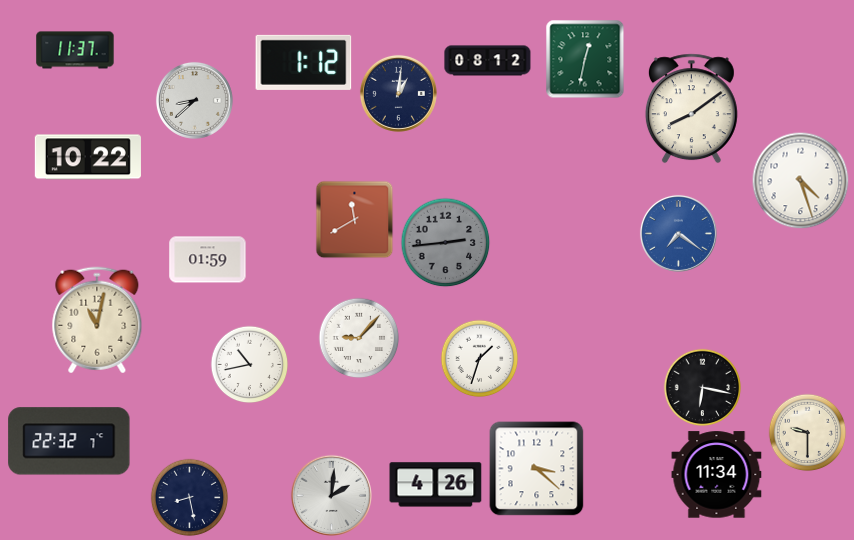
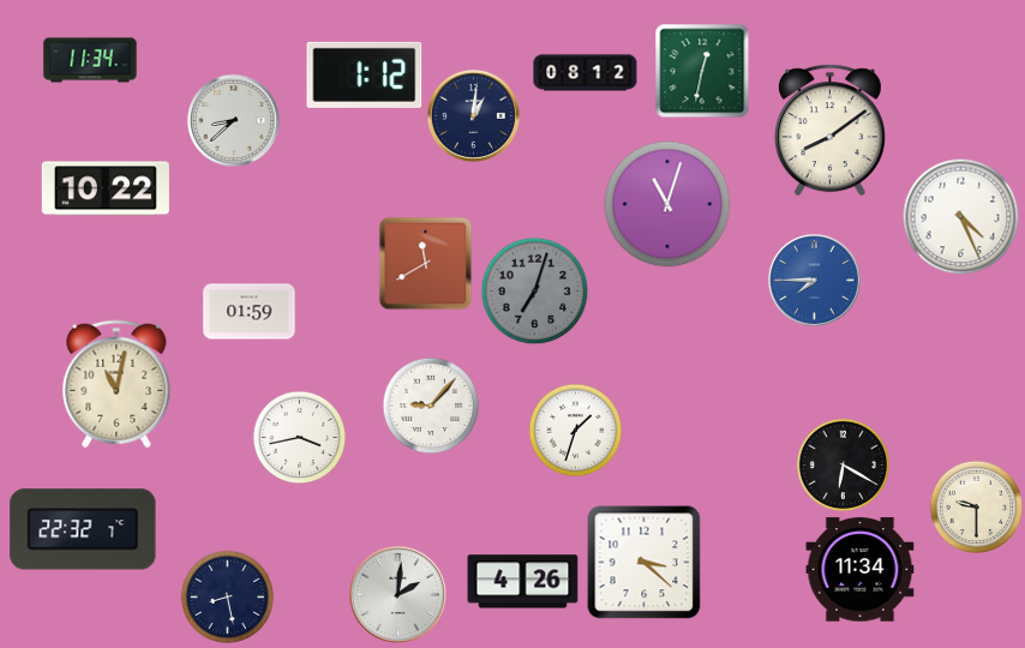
clock at (75, 50): 11:37 -> 11:34
clock at (398, 93) position: (398, 93) -> (473, 115)
clock at (667, 204): none -> 11:03
clock at (800, 180): 4:27 -> 4:26
clock at (678, 233): 7:21 -> 7:45
clock at (445, 242): 2:44 -> 7:03
clock at (249, 364): 10:43 -> 3:43
clock at (702, 387): 6:17 -> 6:20
clock at (807, 432) position: (807, 432) -> (976, 506)
